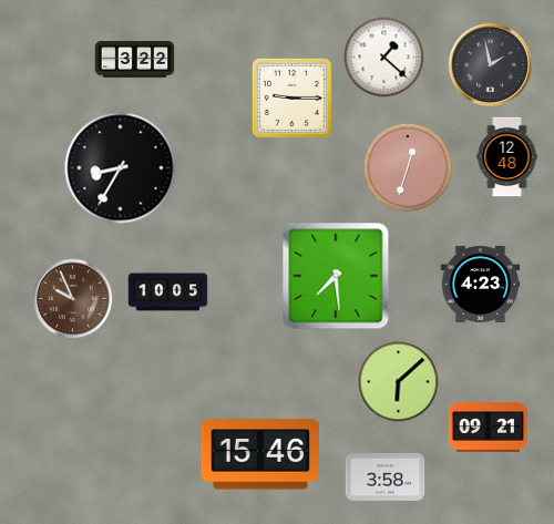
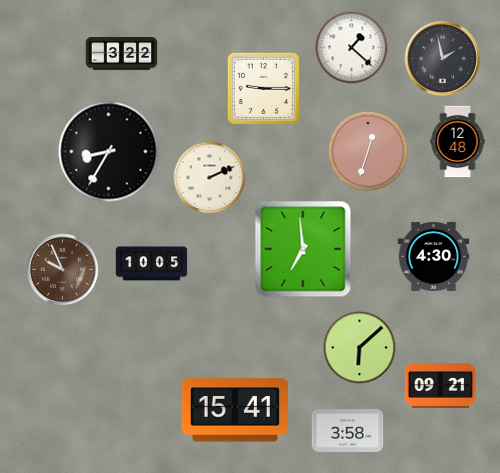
clock at (384, 58) position: (384, 58) -> (352, 48)
clock at (210, 178): none -> 2:11
clock at (336, 276): 7:29 -> 6:59
clock at (481, 284): 4:23 -> 4:30
clock at (73, 299) position: (73, 299) -> (63, 270)
clock at (399, 382) position: (399, 382) -> (360, 348)
clock at (260, 454): 15:46 -> 15:41
